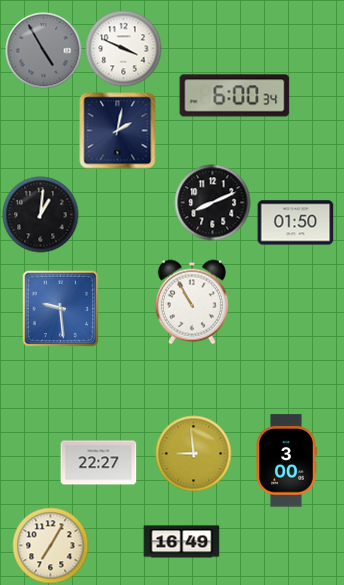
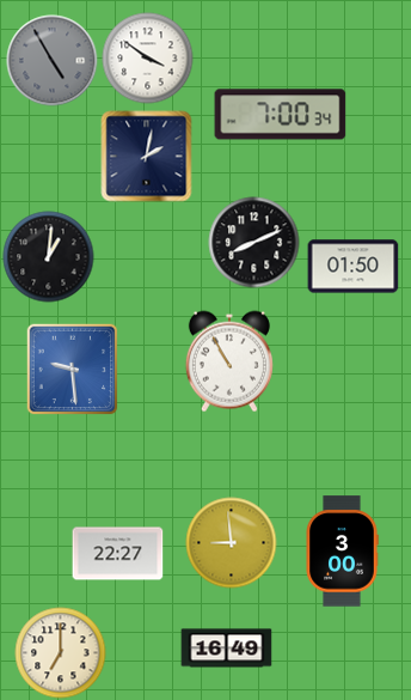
clock at (124, 49): 3:49 -> 3:51
clock at (235, 96): 6:00 -> 7:00
clock at (118, 131) position: (118, 131) -> (147, 157)
clock at (182, 542) position: (182, 542) -> (227, 649)
clock at (51, 546): 7:05 -> 7:00
